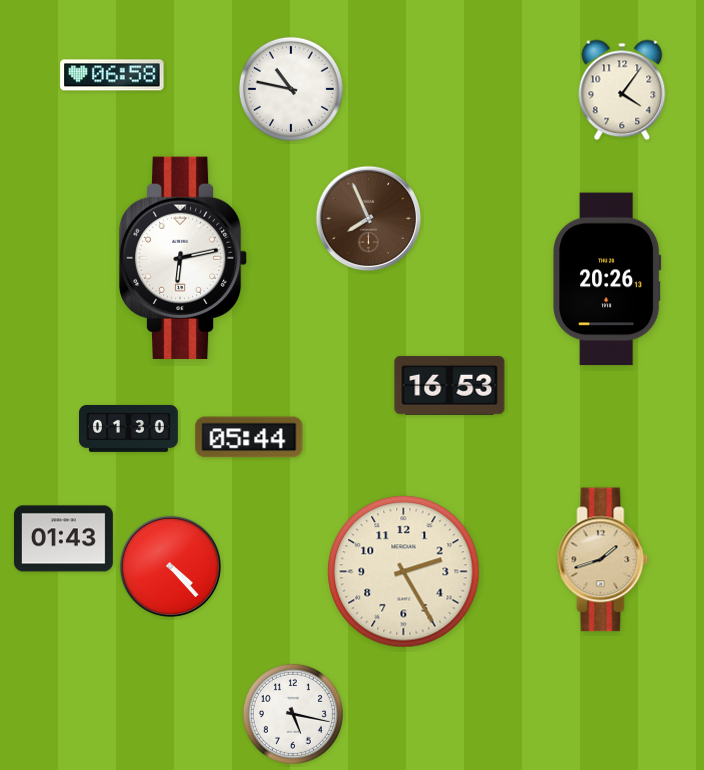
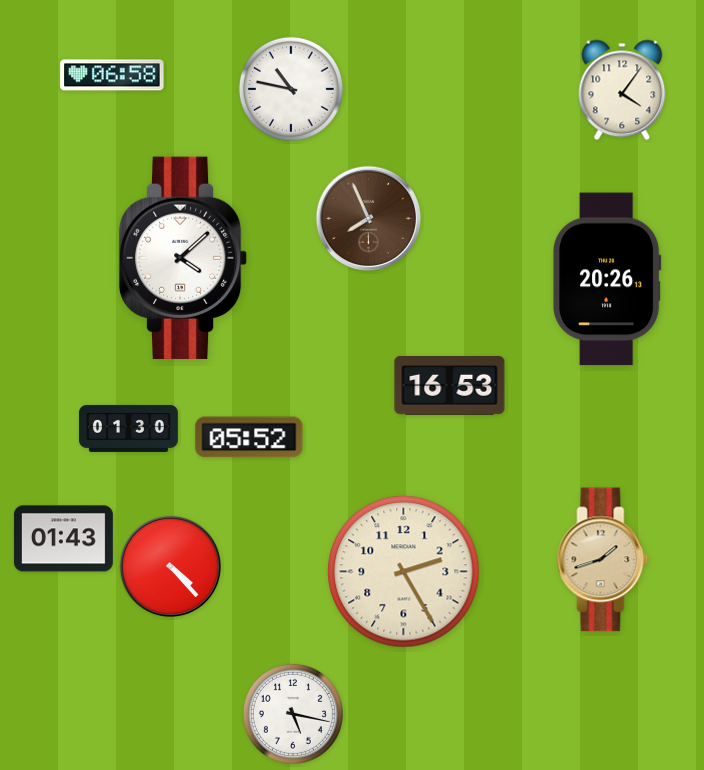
clock at (183, 258): 6:13 -> 4:08
clock at (249, 437): 05:44 -> 05:52
